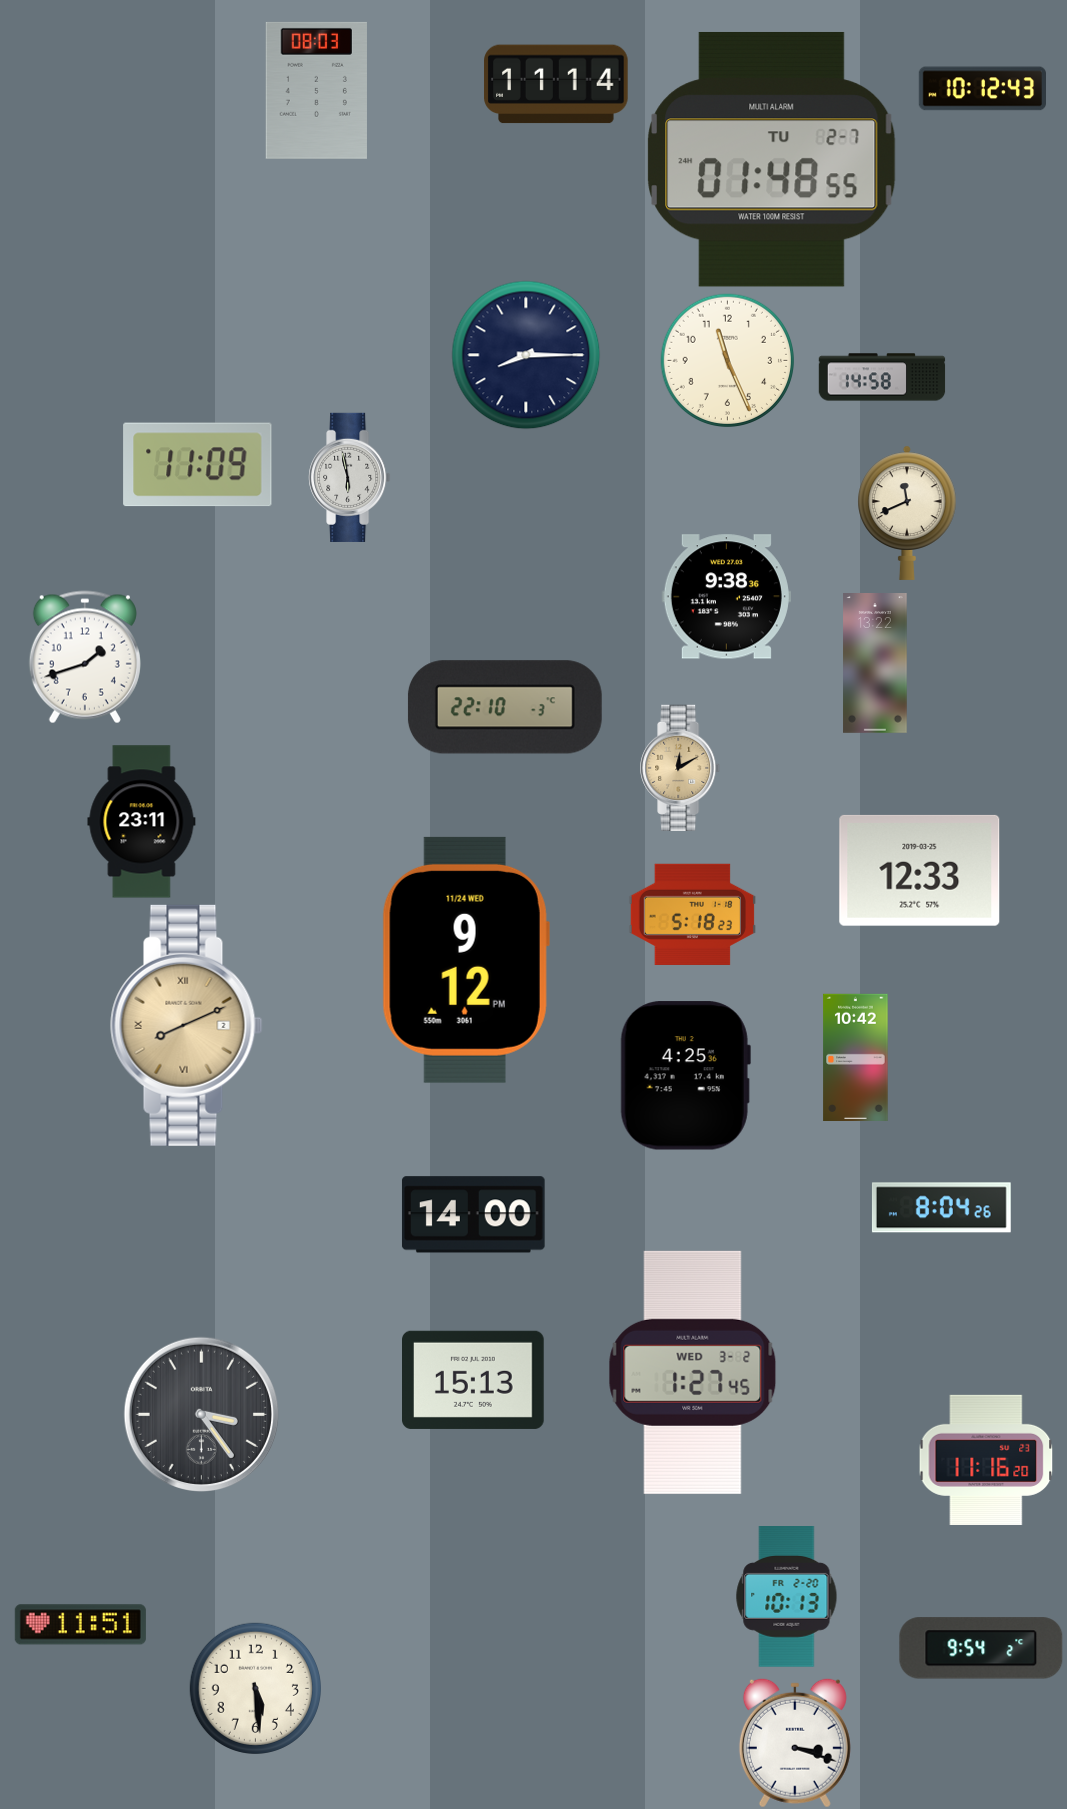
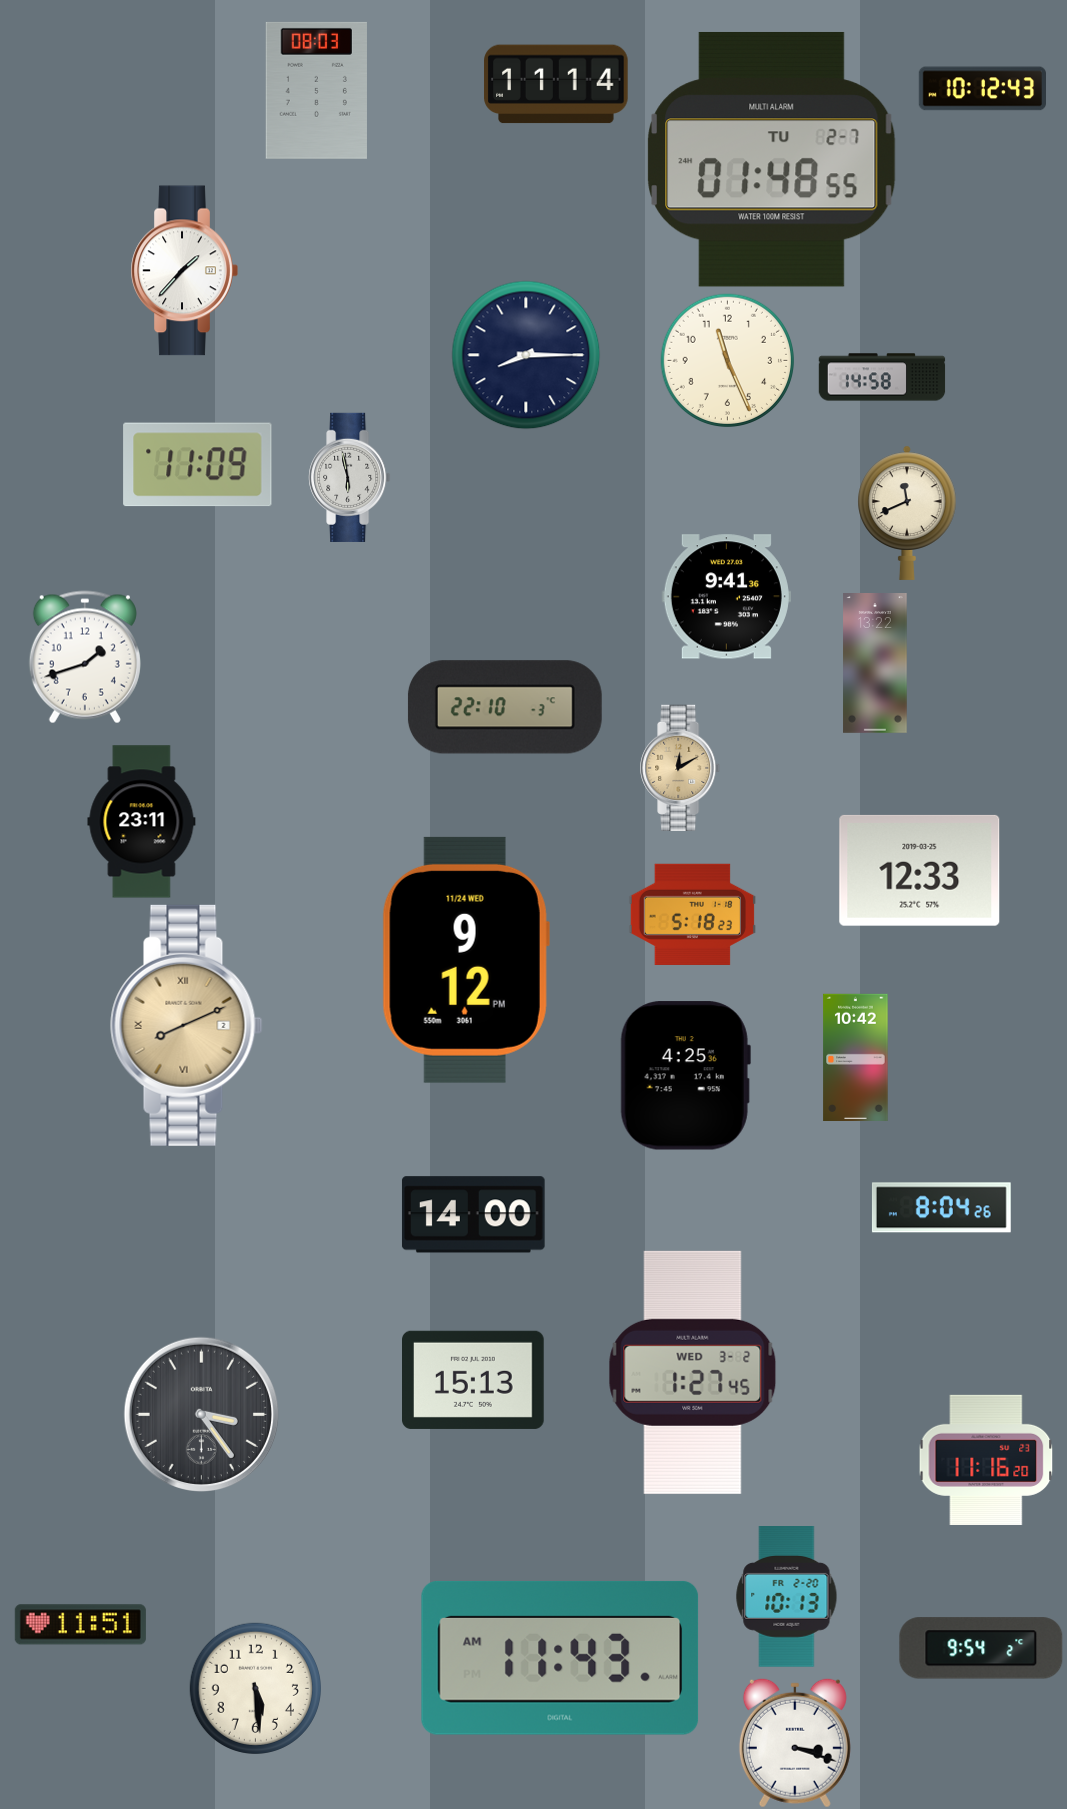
clock at (184, 271): none -> 1:37
clock at (726, 597): 9:38 -> 9:41
clock at (560, 1658): none -> 11:43
